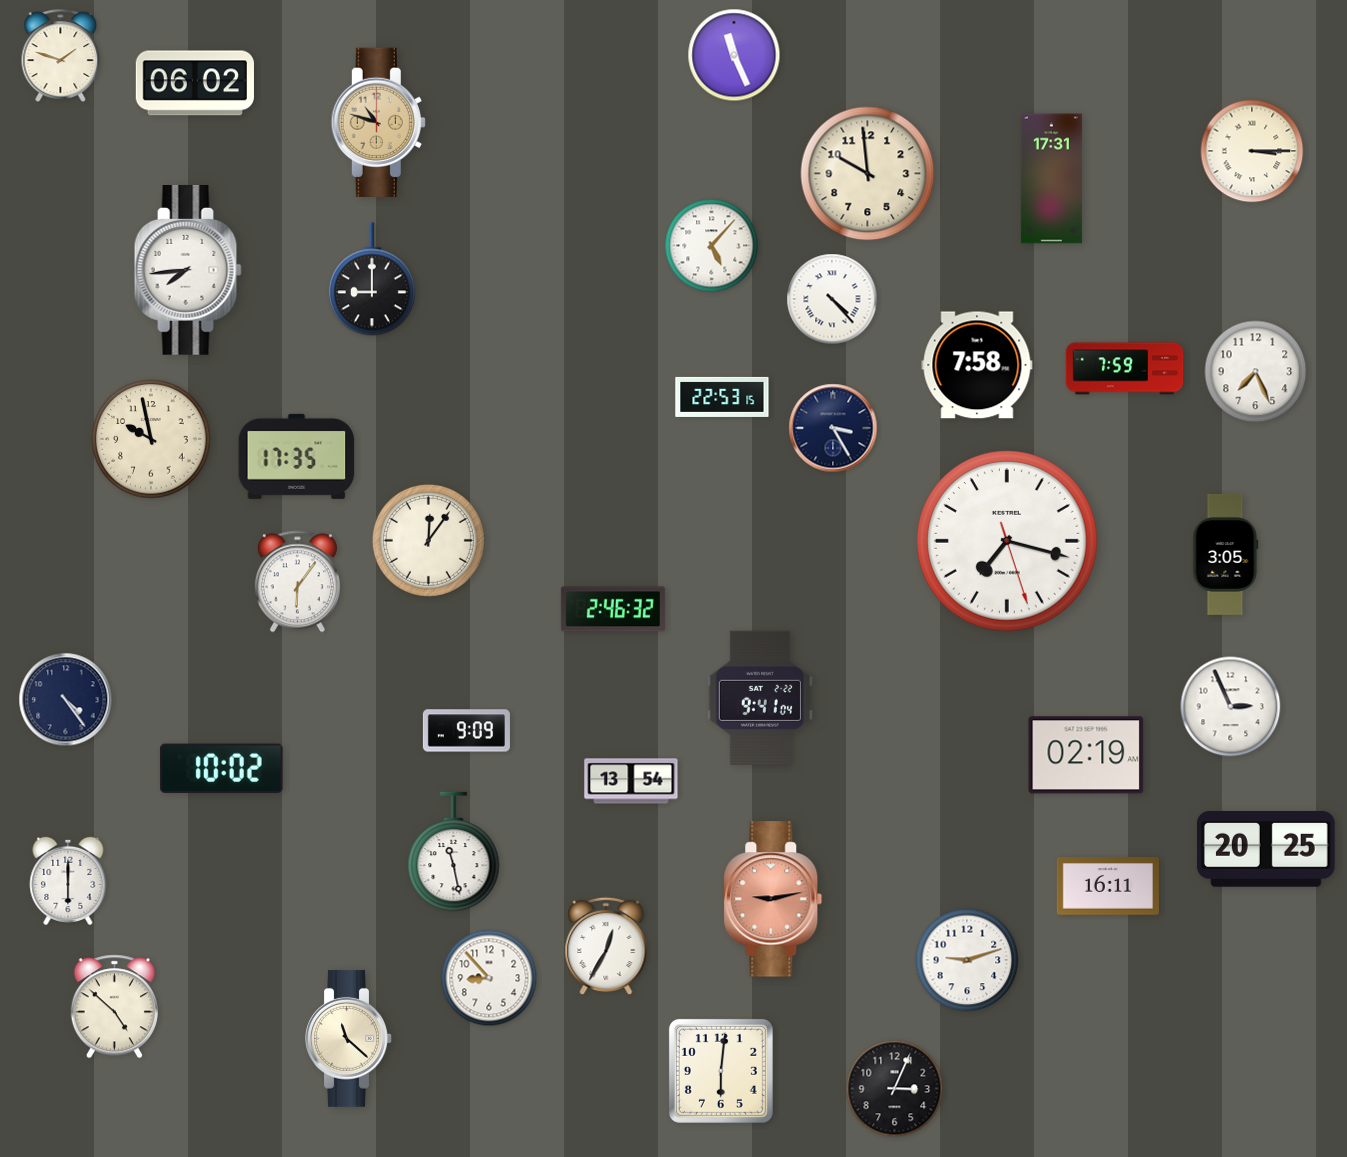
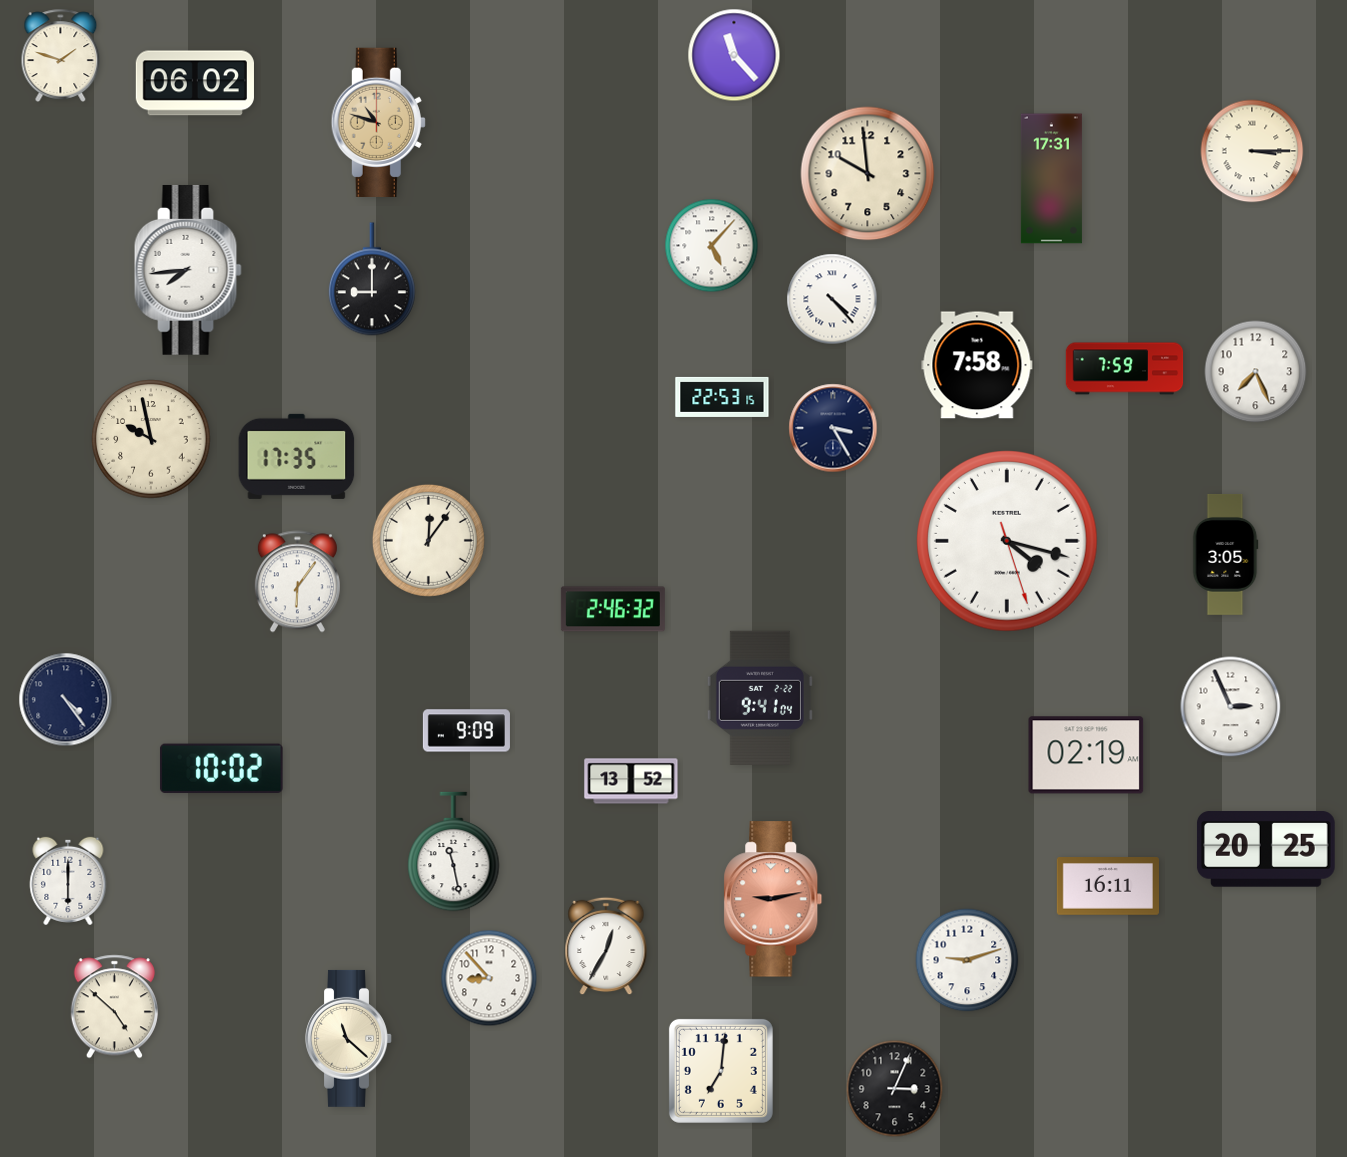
clock at (734, 55): 11:26 -> 11:23
clock at (1008, 542): 7:17 -> 4:17
clock at (631, 781): 13:54 -> 13:52
clock at (721, 1071): 6:01 -> 7:01
